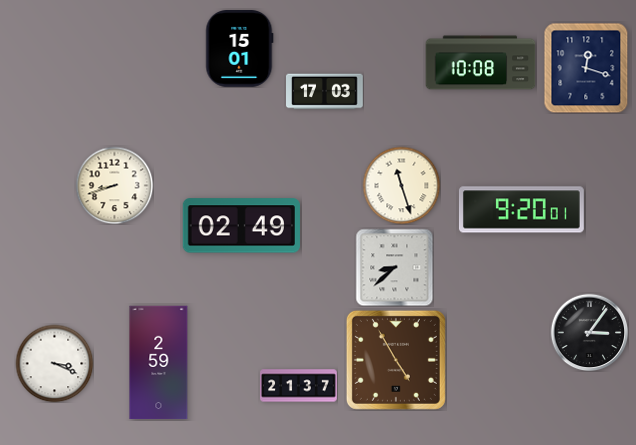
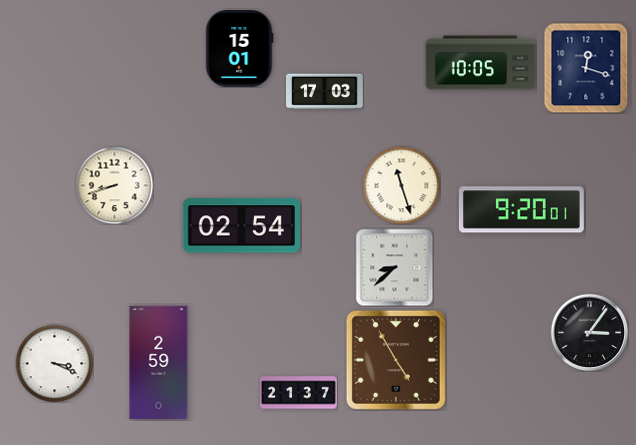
clock at (481, 63): 10:08 -> 10:05
clock at (241, 226): 02:49 -> 02:54
clock at (299, 386) position: (299, 386) -> (299, 393)
